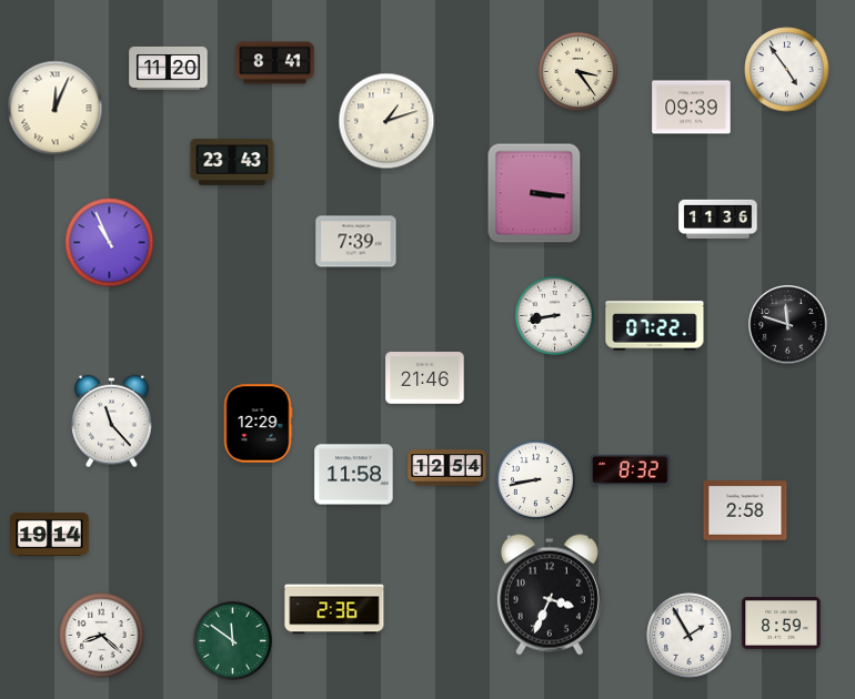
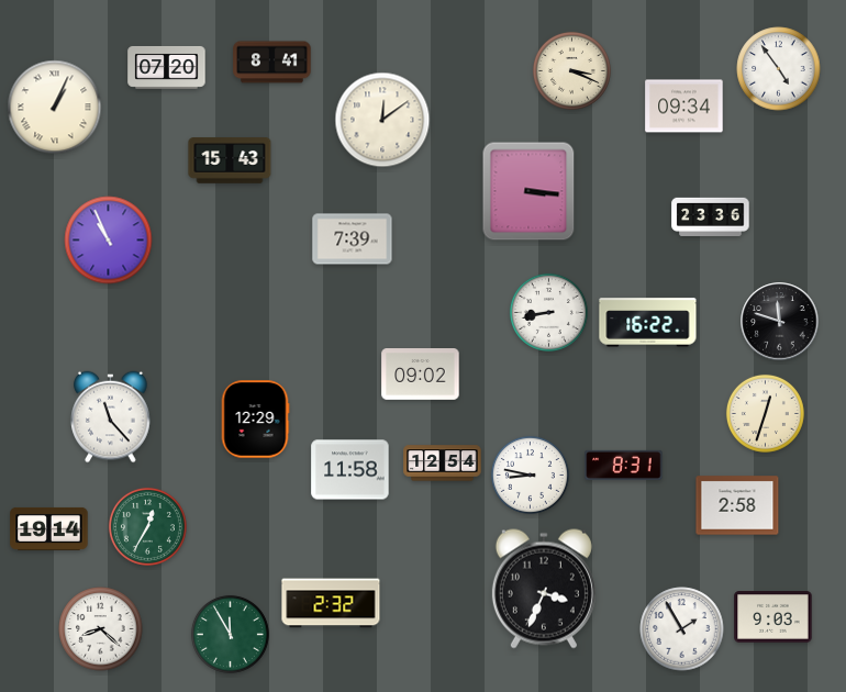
clock at (169, 69): 11:20 -> 07:20
clock at (577, 71): 3:24 -> 3:19
clock at (692, 108): 09:39 -> 09:34
clock at (56, 109): 12:04 -> 1:04
clock at (386, 121): 1:12 -> 12:09
clock at (232, 162): 23:43 -> 15:43
clock at (718, 219): 11:36 -> 23:36
clock at (655, 326): 07:22 -> 16:22
clock at (425, 378): 21:46 -> 09:02
clock at (765, 413): none -> 12:33
clock at (631, 469): 8:32 -> 8:31
clock at (535, 479): 8:43 -> 8:47
clock at (147, 526): none -> 12:35
clock at (334, 609): 2:36 -> 2:32
clock at (782, 624): 8:59 -> 9:03
clock at (232, 640): 11:51 -> 11:55
